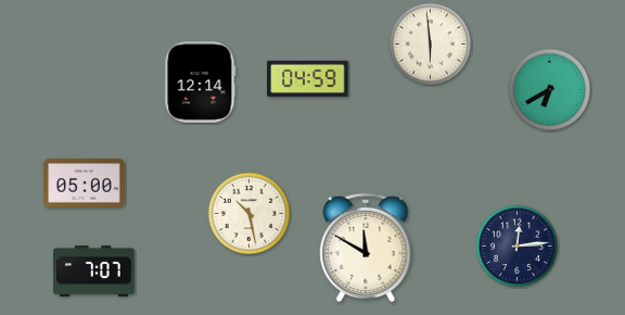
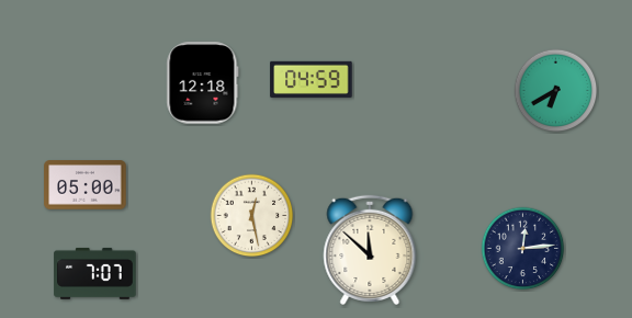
clock at (431, 45): 5:59 -> none
clock at (201, 83): 12:14 -> 12:18
clock at (250, 214): 10:28 -> 12:28
clock at (366, 248): 11:50 -> 11:52
